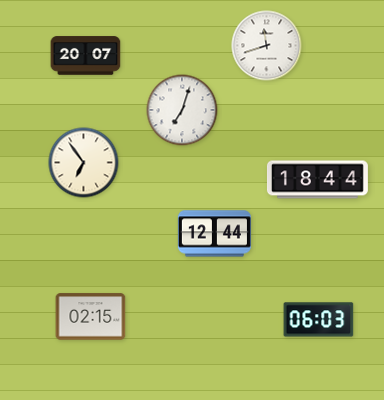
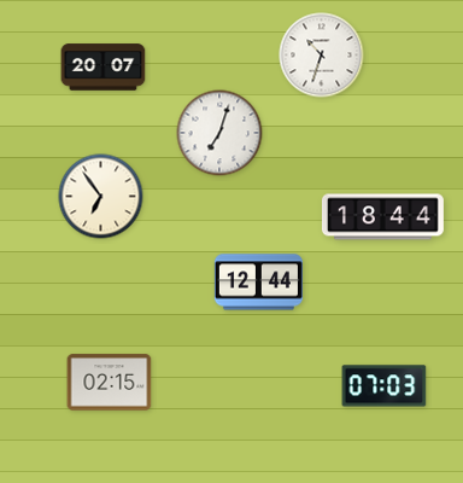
clock at (267, 46): 11:42 -> 10:33
clock at (319, 320): 06:03 -> 07:03
